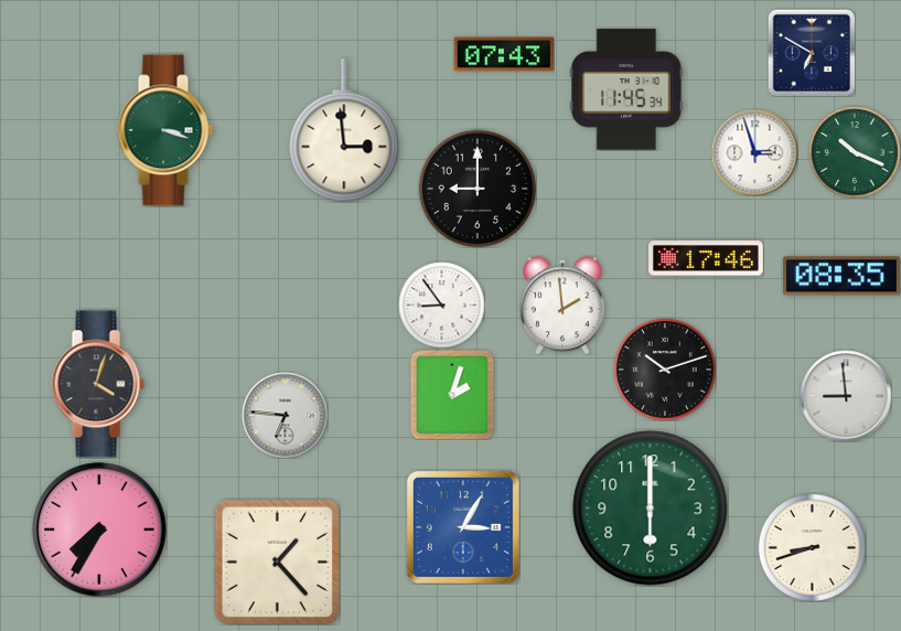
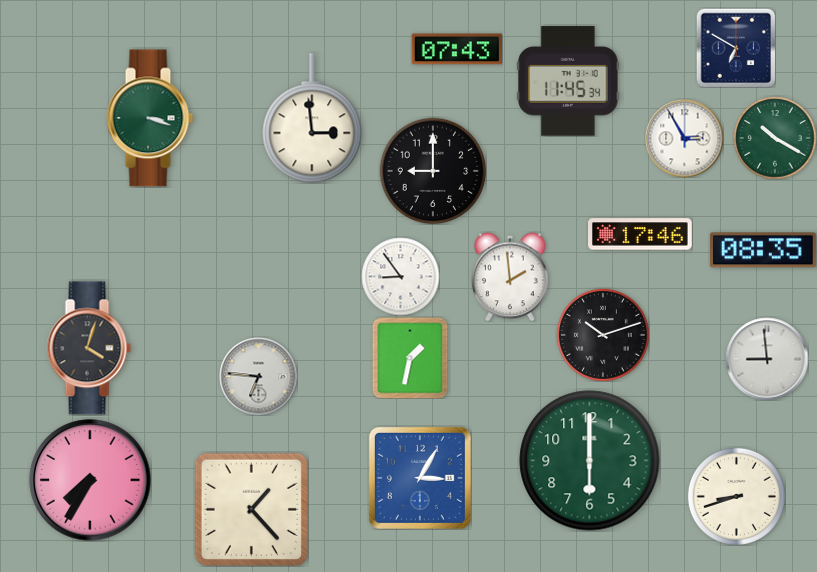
clock at (754, 152): 2:57 -> 2:55
clock at (855, 152): 10:19 -> 10:20
clock at (452, 395): 2:03 -> 1:32
